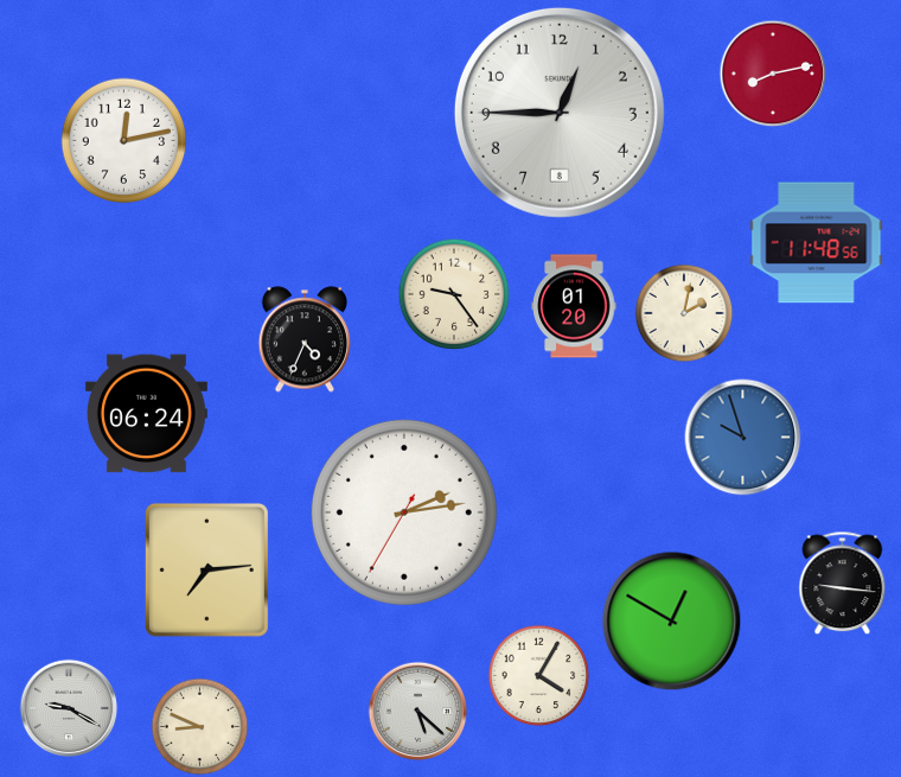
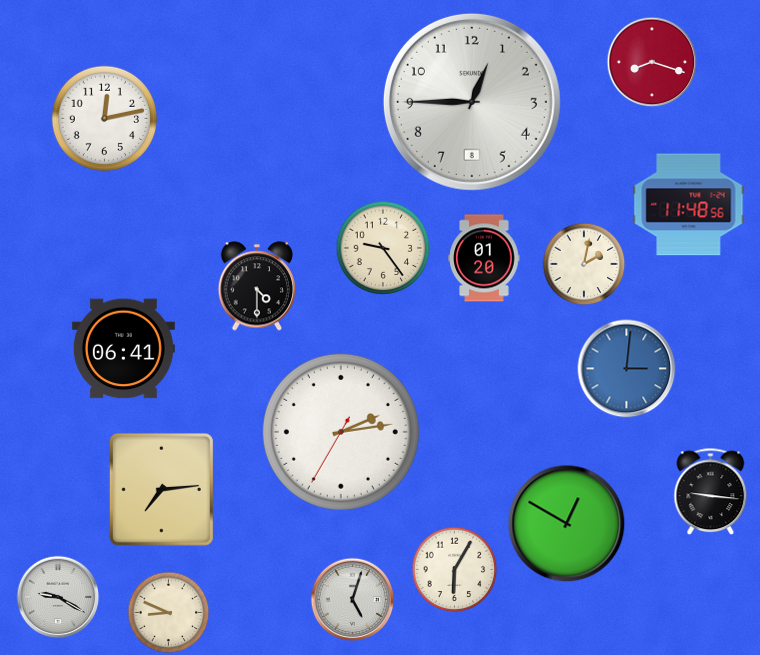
clock at (773, 74): 8:13 -> 8:18
clock at (560, 113) position: (560, 113) -> (472, 102)
clock at (684, 313) position: (684, 313) -> (584, 264)
clock at (303, 339): 4:34 -> 4:30
clock at (146, 414): 06:24 -> 06:41
clock at (743, 438): 9:57 -> 3:01
clock at (206, 569) position: (206, 569) -> (161, 489)
clock at (539, 676): 4:05 -> 6:05
clock at (418, 712): 5:22 -> 5:03
